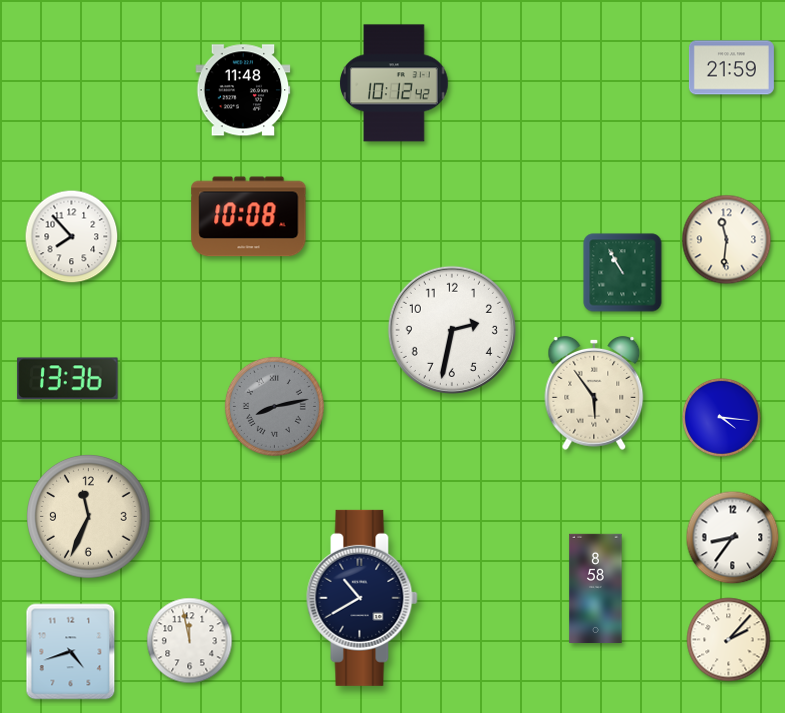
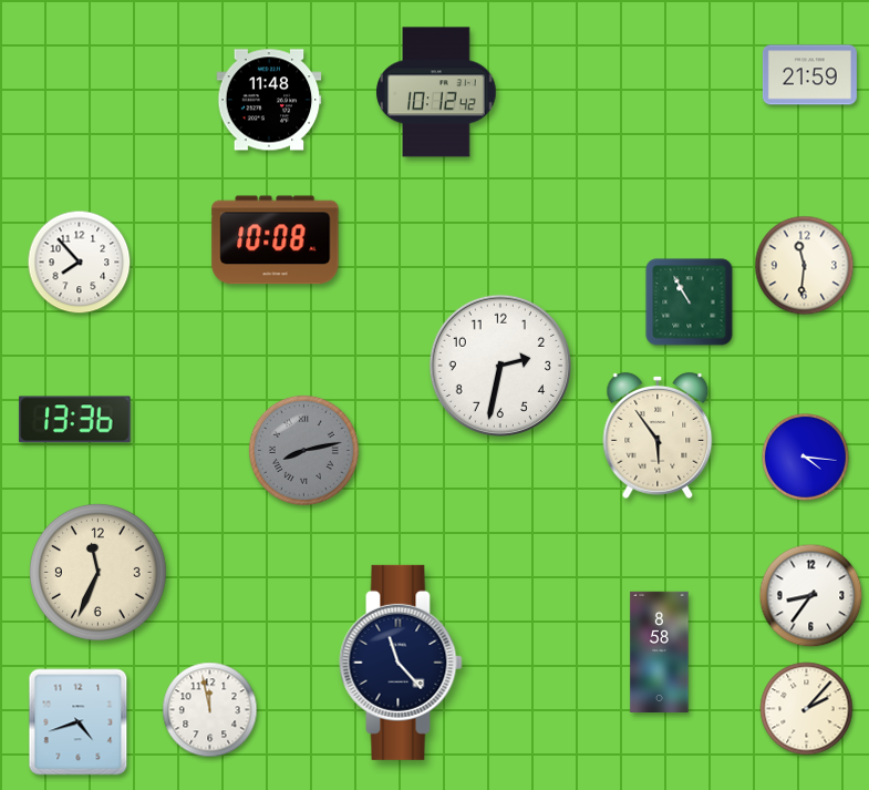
clock at (722, 418) position: (722, 418) -> (806, 458)
clock at (362, 598): 10:40 -> 11:23
